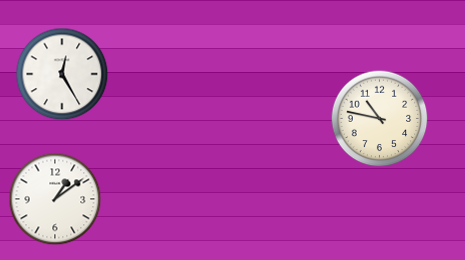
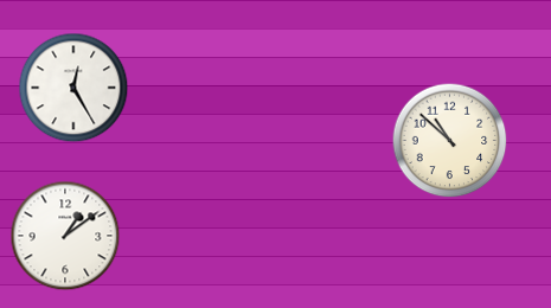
clock at (380, 119): 10:47 -> 10:52
